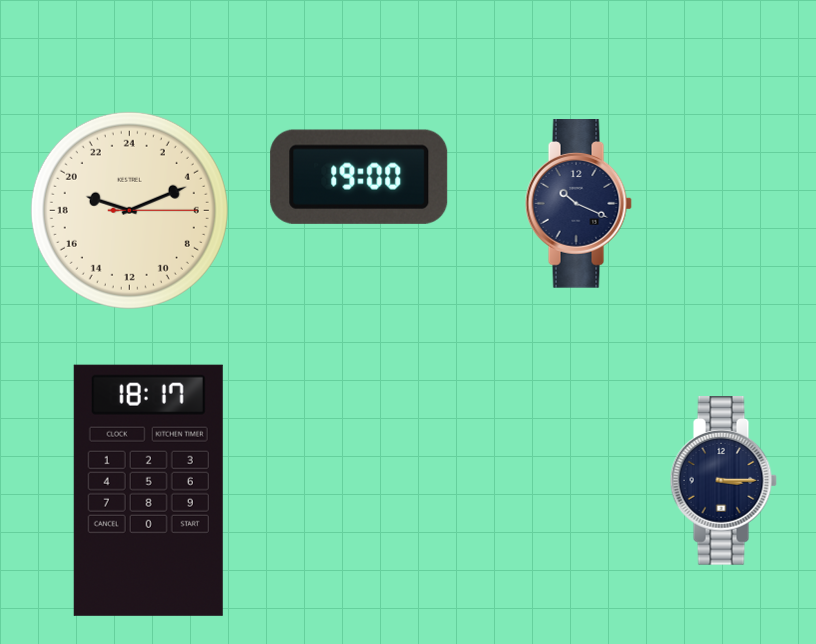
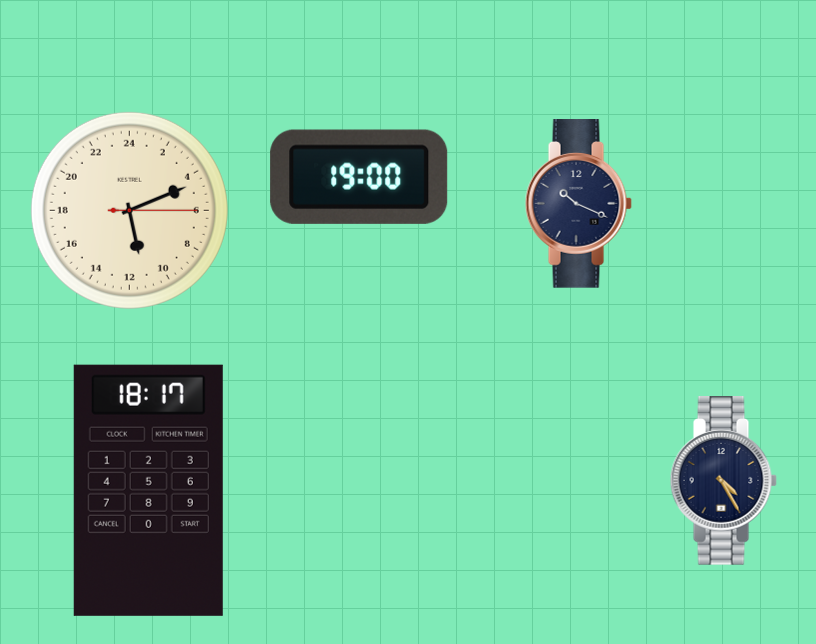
clock at (129, 210): 19:11 -> 11:11
clock at (723, 481): 3:15 -> 4:25
